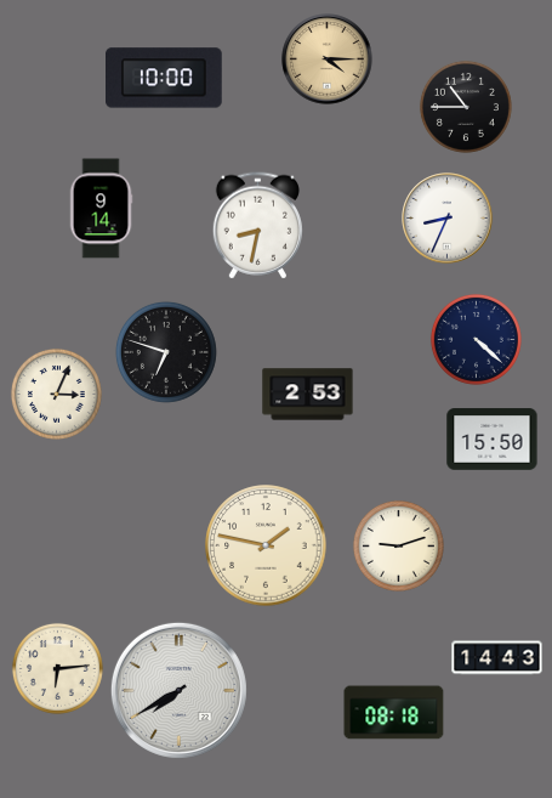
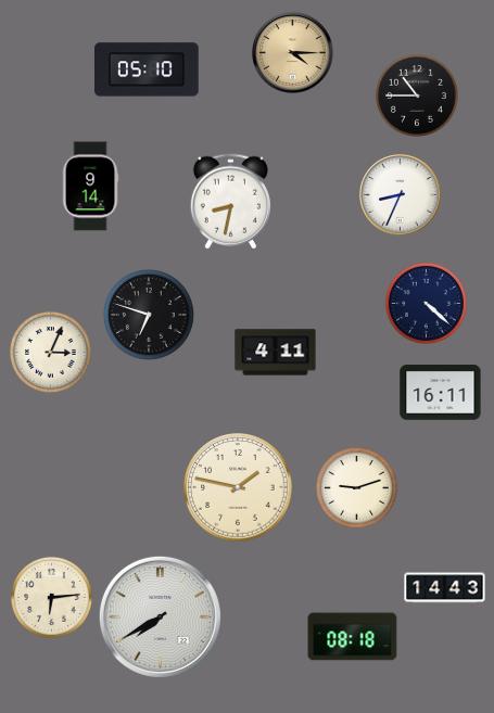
clock at (165, 78): 10:00 -> 05:10
clock at (308, 395): 2:53 -> 4:11
clock at (493, 440): 15:50 -> 16:11
